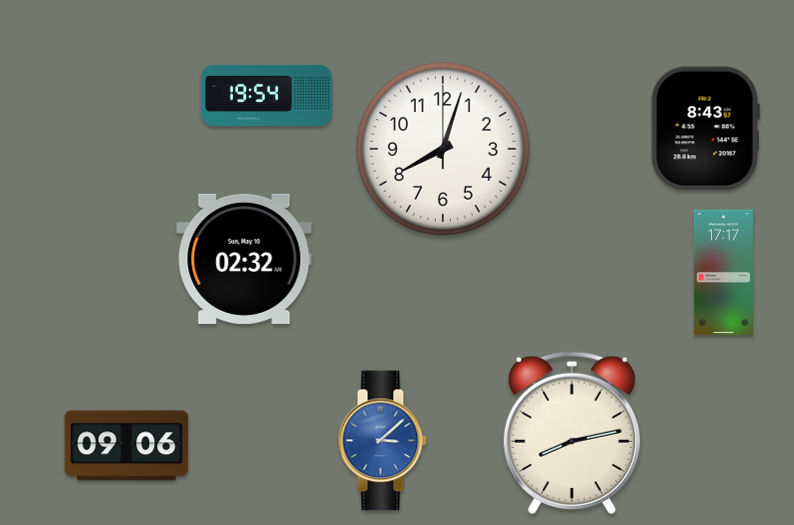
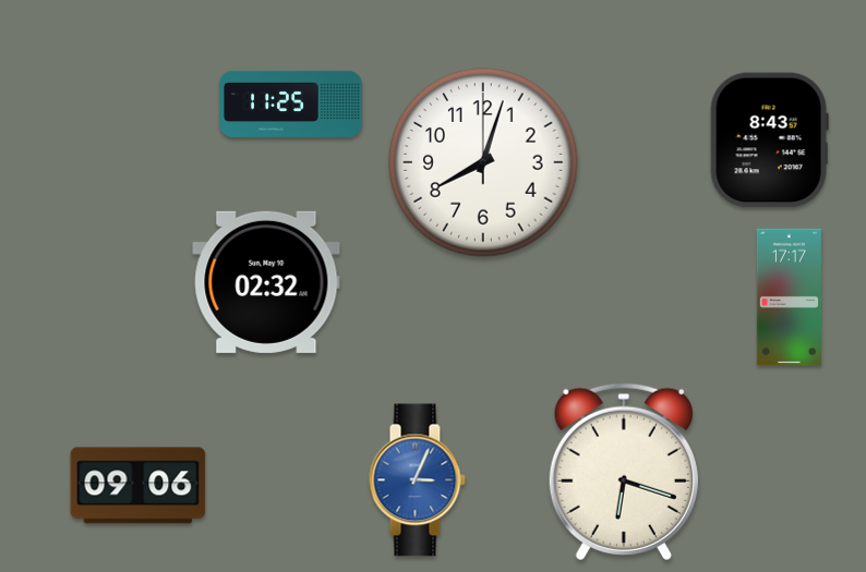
clock at (267, 95): 19:54 -> 11:25
clock at (572, 433): 8:13 -> 6:18
clock at (382, 441): 3:08 -> 3:04
